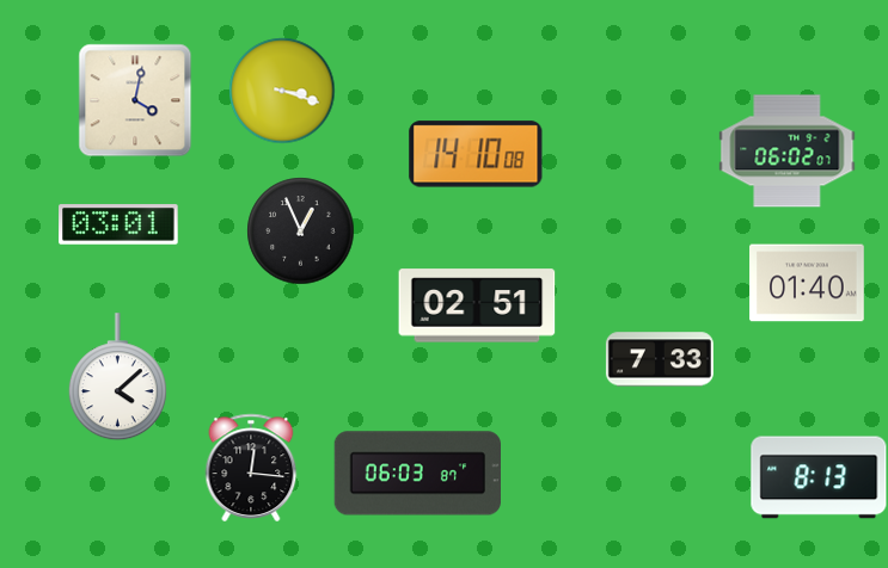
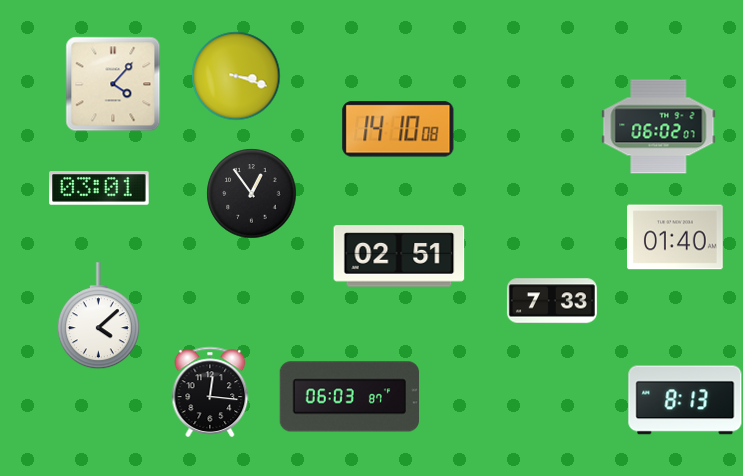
clock at (135, 100): 4:02 -> 4:07
clock at (300, 230): 12:56 -> 12:54
